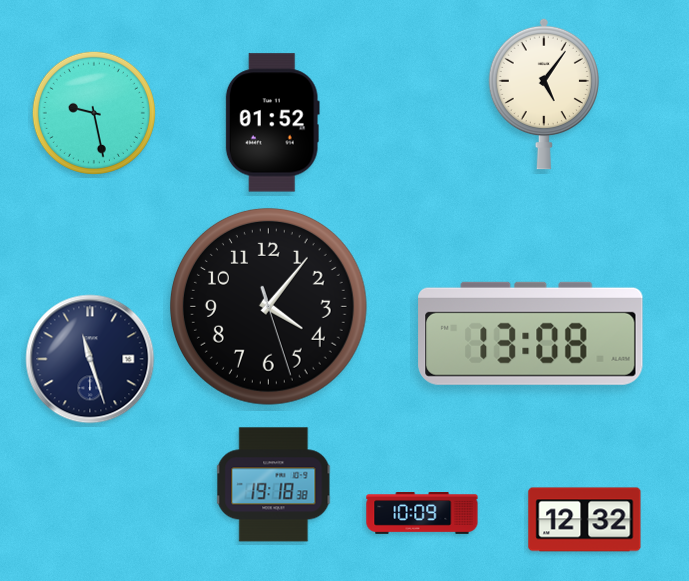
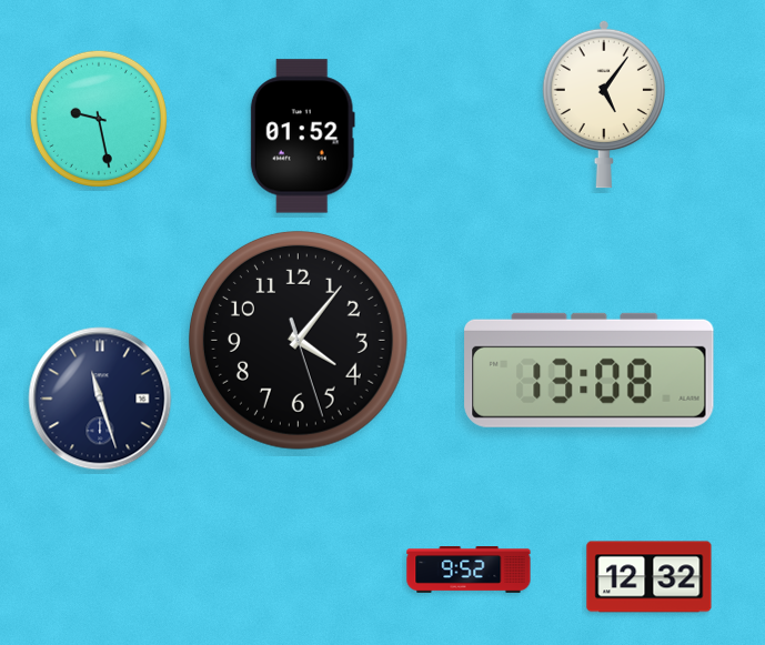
clock at (94, 113) position: (94, 113) -> (99, 119)
clock at (274, 485): 19:18 -> none
clock at (422, 514): 10:09 -> 9:52
